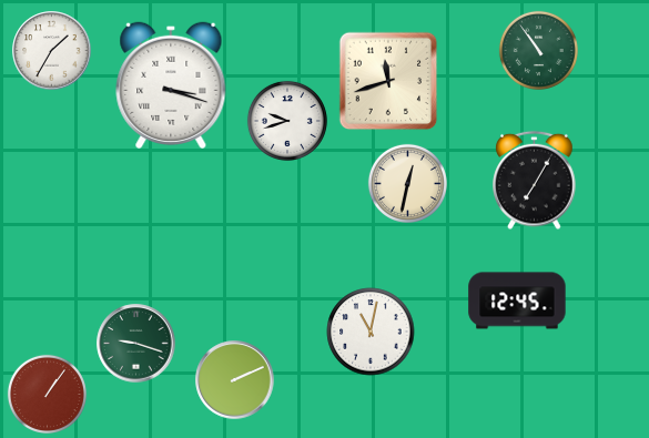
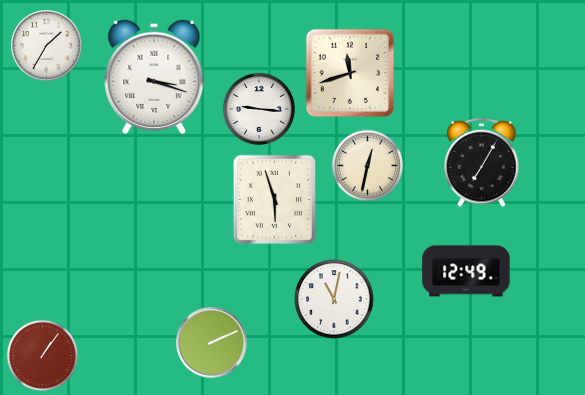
clock at (538, 50): 10:54 -> none
clock at (287, 121): 9:42 -> 9:16
clock at (274, 199): none -> 5:57
clock at (517, 301): 12:45 -> 12:49
clock at (136, 344): 9:18 -> none
